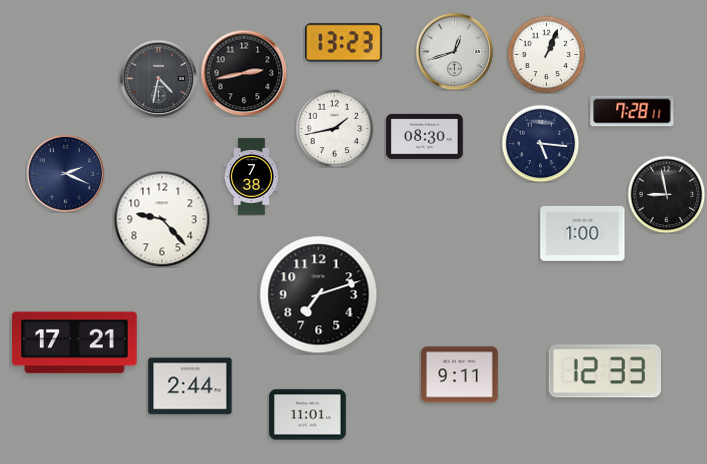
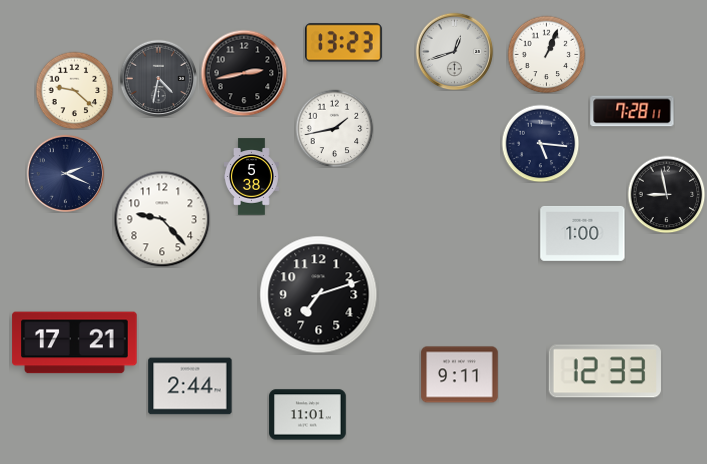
clock at (74, 90): none -> 9:22
clock at (425, 136): 08:30 -> none
clock at (251, 177): 7:38 -> 5:38
